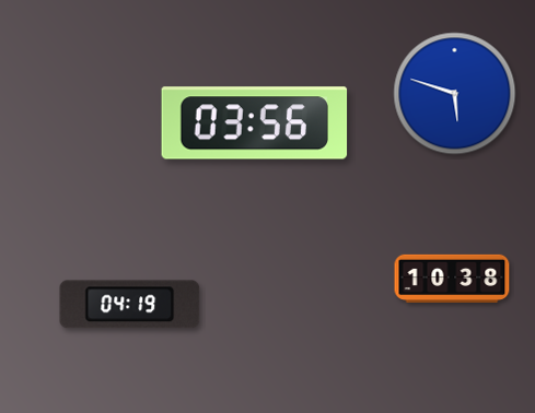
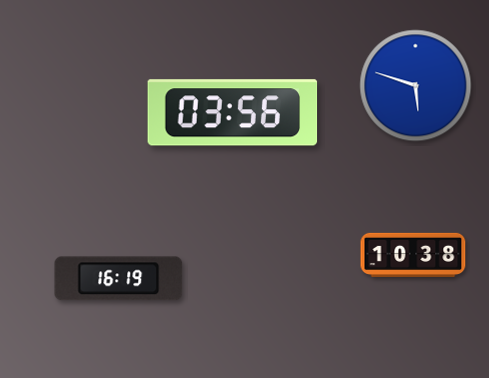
clock at (130, 305): 04:19 -> 16:19
